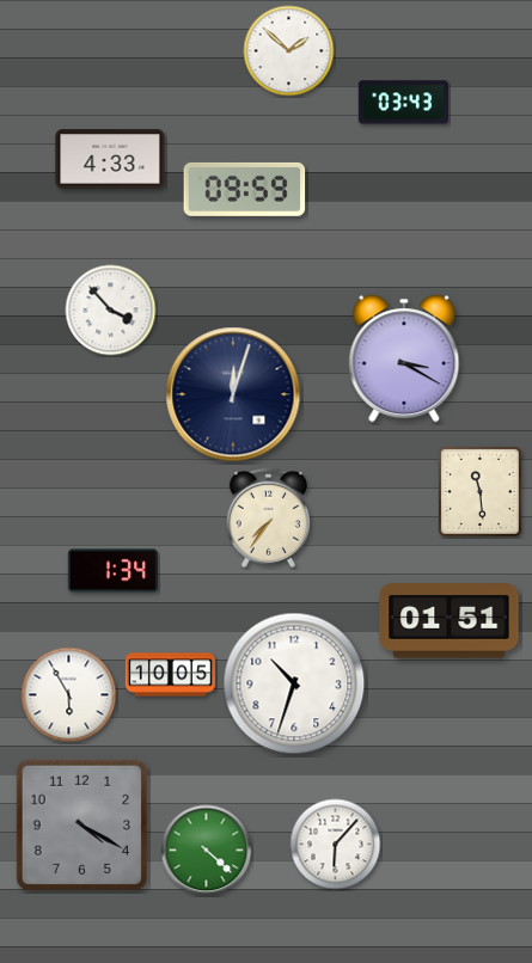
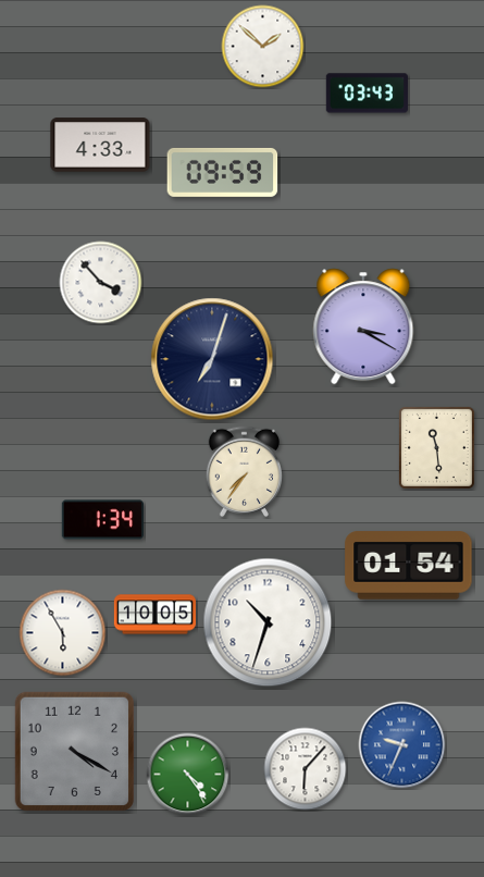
clock at (404, 358) position: (404, 358) -> (363, 326)
clock at (233, 394): 12:03 -> 7:03
clock at (450, 621): 01:51 -> 01:54
clock at (402, 745): none -> 9:34
clock at (207, 851): 4:22 -> 4:24
